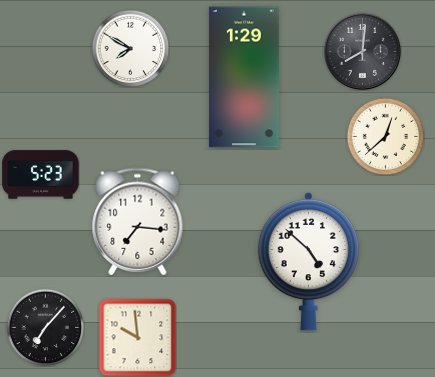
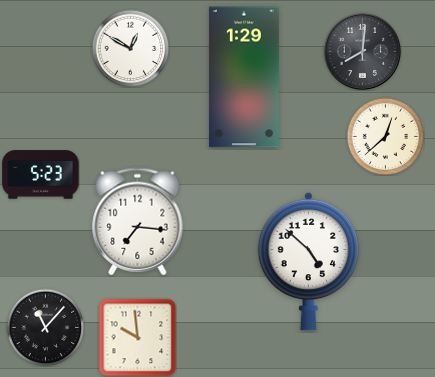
clock at (130, 48): 7:50 -> 12:50
clock at (45, 327): 7:07 -> 11:07
